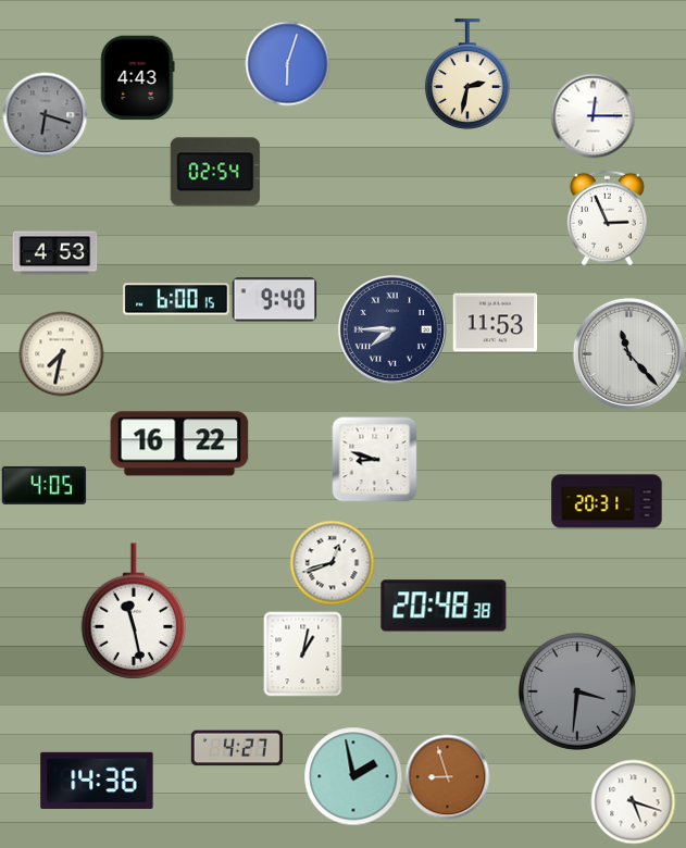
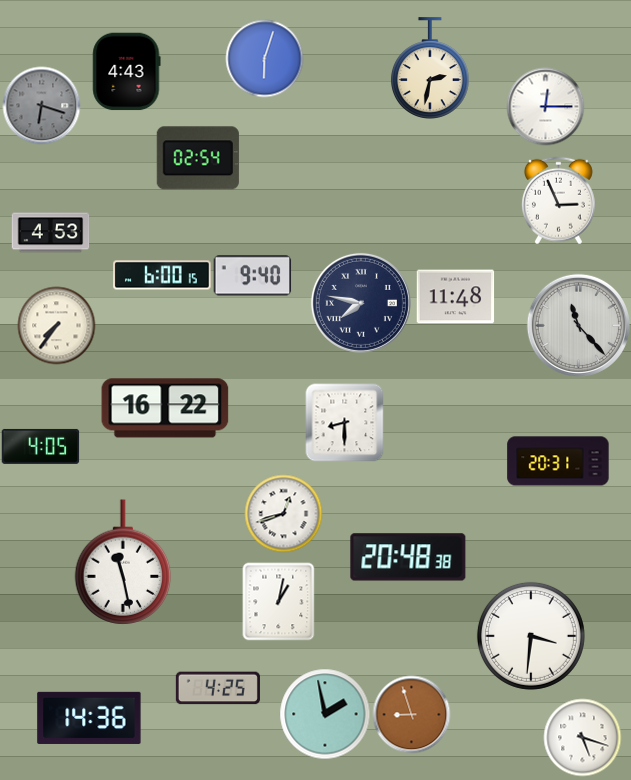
clock at (495, 323): 11:53 -> 11:48
clock at (392, 329): 7:45 -> 7:47
clock at (61, 353): 7:32 -> 7:36
clock at (374, 459): 8:48 -> 8:30
clock at (332, 562) position: (332, 562) -> (283, 513)
clock at (577, 691) dial: grey -> white
clock at (237, 748): 4:27 -> 4:25
